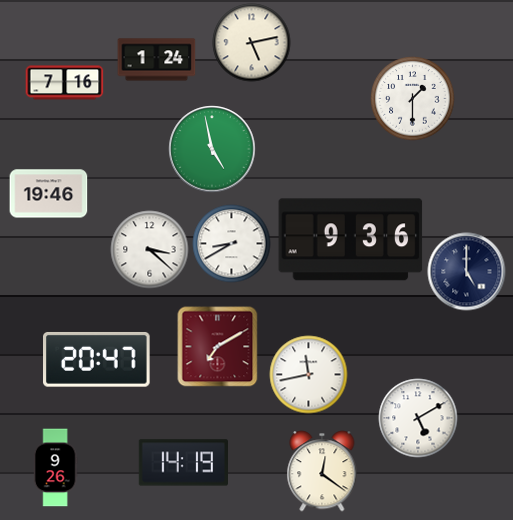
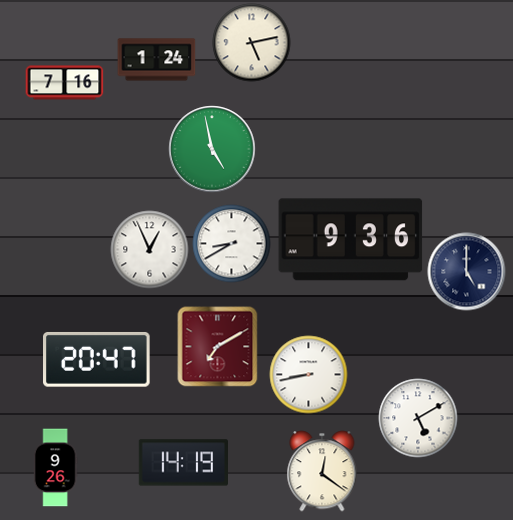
clock at (412, 98): 1:30 -> none
clock at (48, 194): 19:46 -> none
clock at (149, 249): 3:22 -> 12:56
clock at (308, 374): 11:43 -> 8:43
